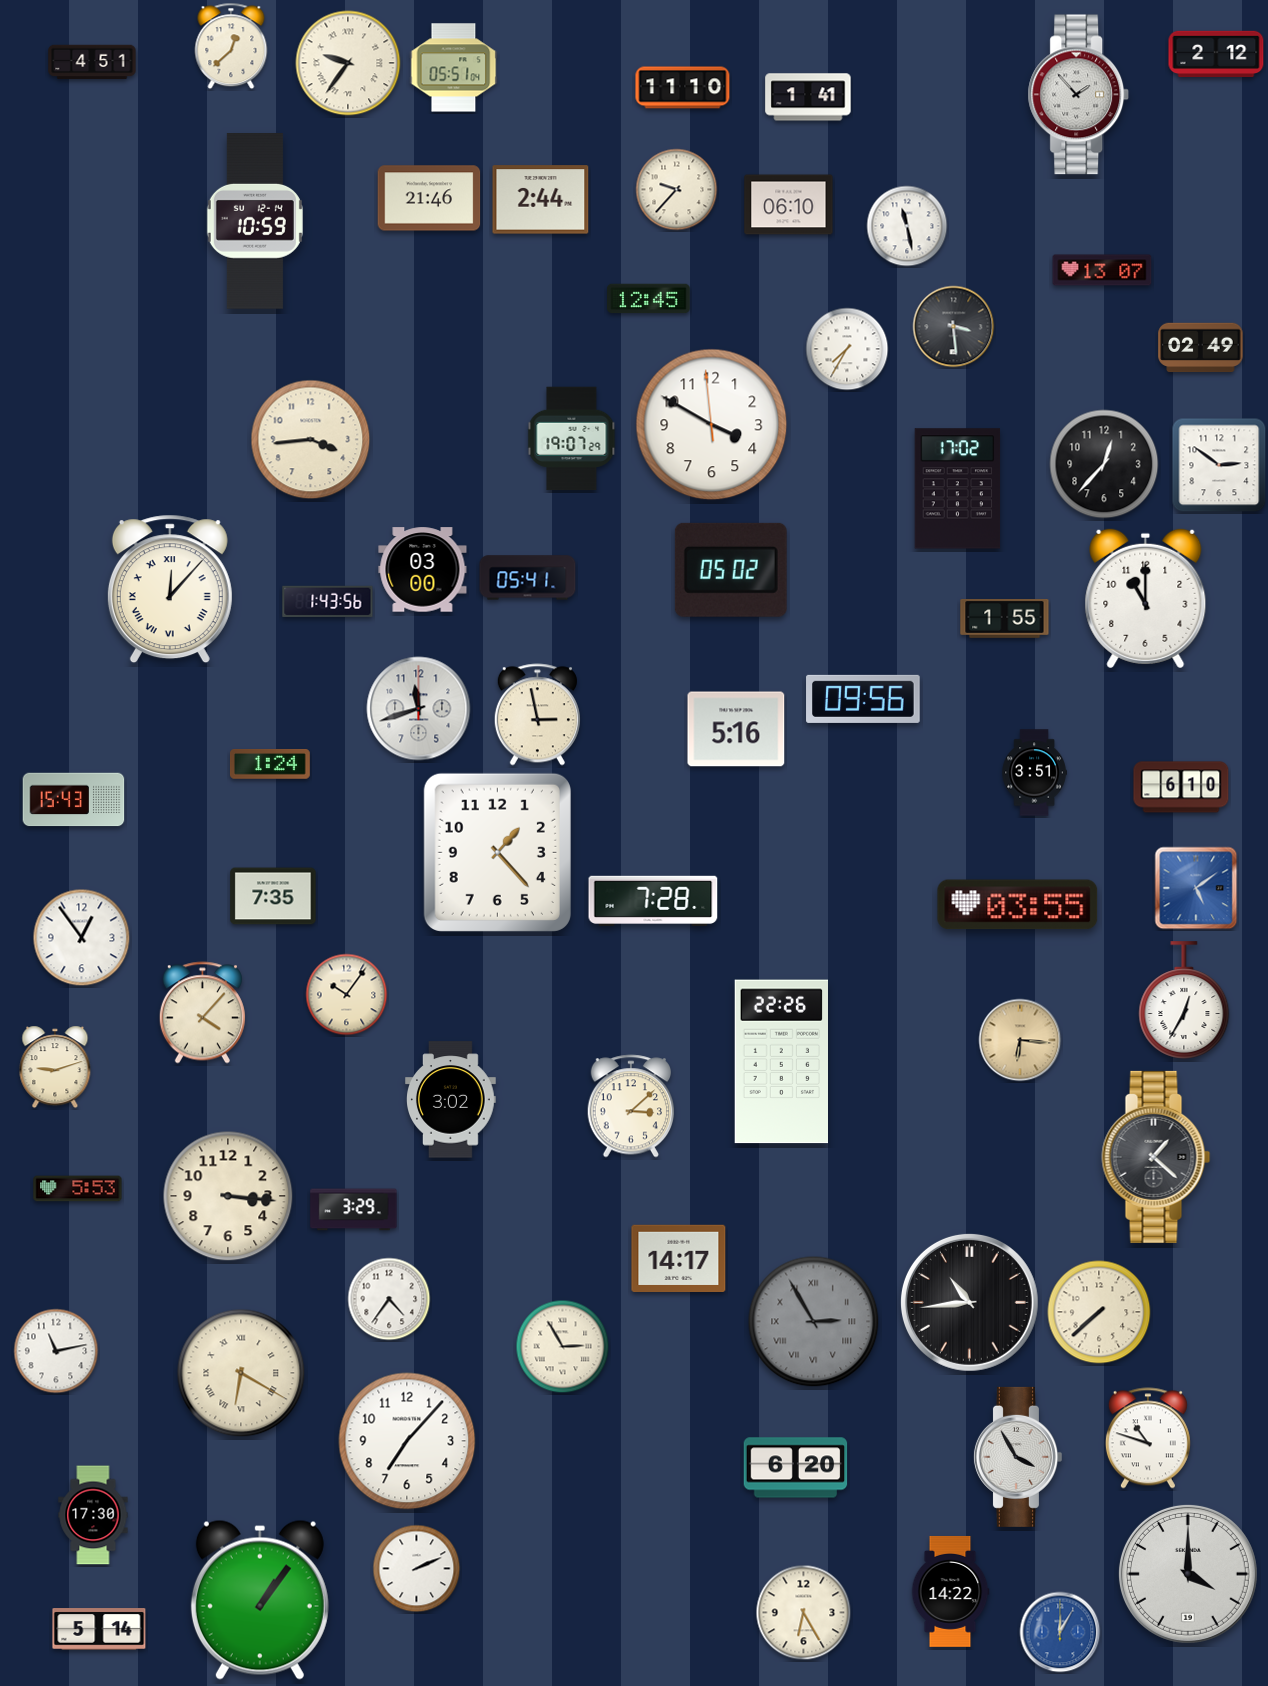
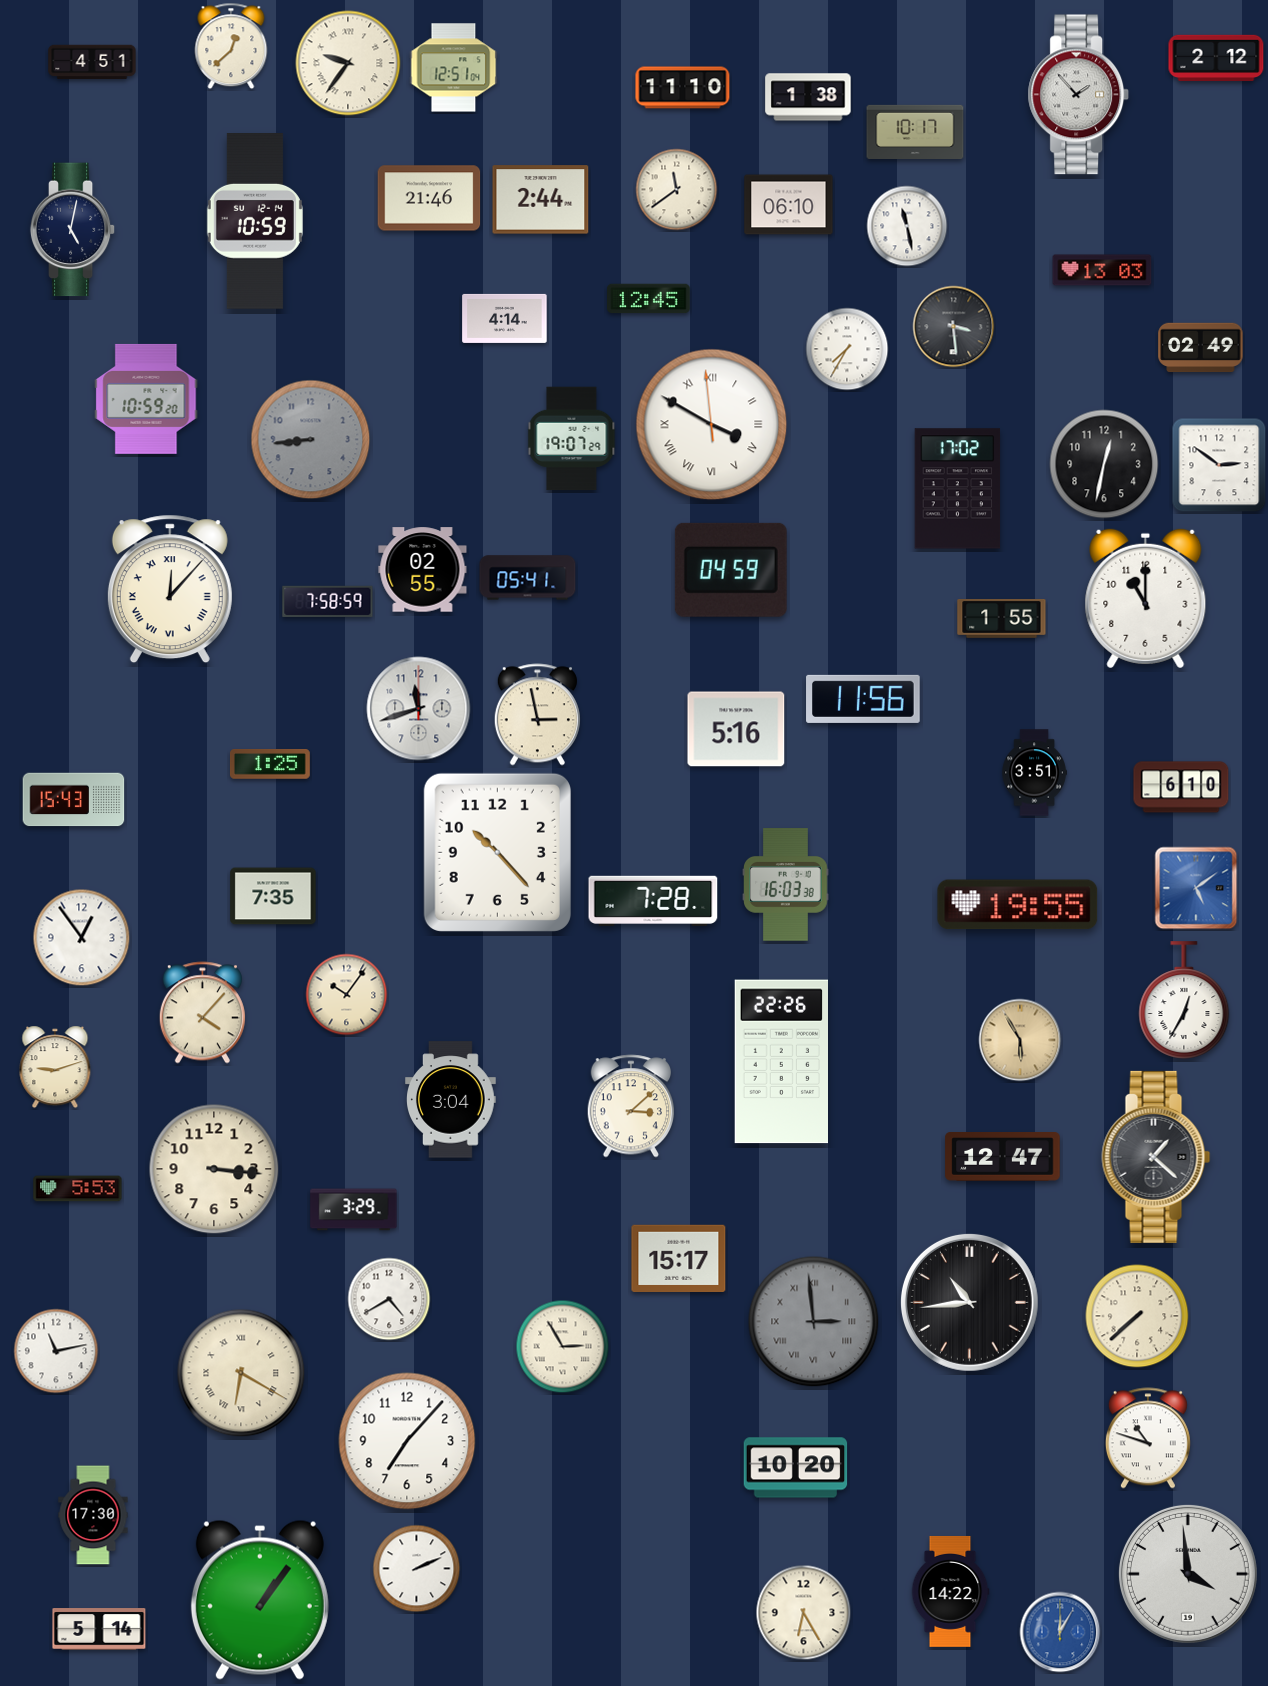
clock at (1216, 54) position: (1216, 54) -> (1216, 58)
clock at (454, 68): 05:51 -> 12:51
clock at (808, 97): 1:41 -> 1:38
clock at (915, 131): none -> 10:17
clock at (677, 190): 9:37 -> 11:39
clock at (73, 230): none -> 5:02
clock at (1102, 270): 13:07 -> 13:03
clock at (505, 318): none -> 4:14
clock at (146, 399): none -> 10:59
clock at (712, 425) numerals: Arabic -> Roman
clock at (311, 440): 3:44 -> 8:44
clock at (311, 440) dial: cream -> grey
clock at (1104, 464): 12:37 -> 12:32
clock at (423, 570): 03:00 -> 02:55
clock at (731, 570): 05:02 -> 04:59
clock at (328, 601): 1:43 -> 7:58
clock at (1005, 619) position: (1005, 619) -> (1002, 619)
clock at (863, 699): 09:56 -> 11:56
clock at (270, 765): 1:24 -> 1:25
clock at (497, 852): 1:23 -> 10:23
clock at (786, 885): none -> 16:03
clock at (1018, 905): 03:55 -> 19:55
clock at (1020, 1040): 6:16 -> 5:55
clock at (451, 1100): 3:02 -> 3:04
clock at (1003, 1157): none -> 12:47
clock at (228, 1196) position: (228, 1196) -> (214, 1169)
clock at (679, 1258): 14:17 -> 15:17
clock at (389, 1299): 4:36 -> 4:40
clock at (1099, 1312) position: (1099, 1312) -> (1137, 1316)
clock at (814, 1322): 2:55 -> 2:59
clock at (1017, 1457): 3:55 -> none
clock at (796, 1468): 6:20 -> 10:20
clock at (1188, 1574): 4:00 -> 3:59
